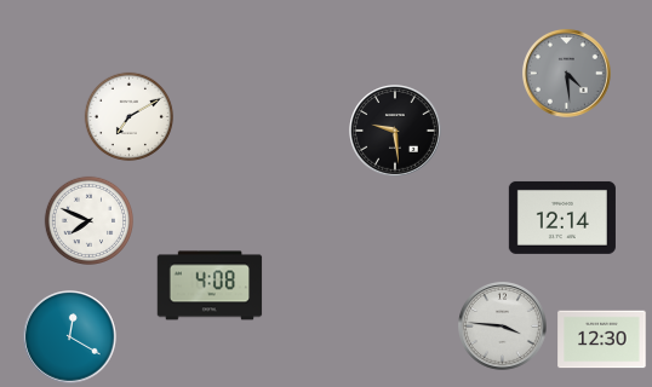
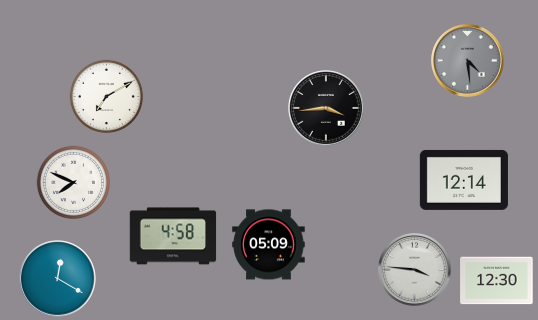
clock at (395, 131): 9:29 -> 3:44
clock at (210, 285): 4:08 -> 4:58
clock at (269, 245): none -> 05:09
